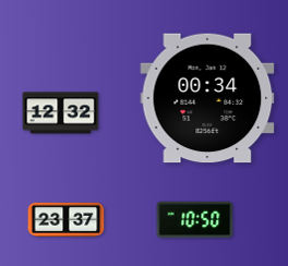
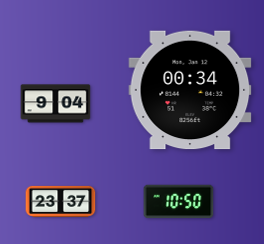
clock at (61, 113): 12:32 -> 9:04
